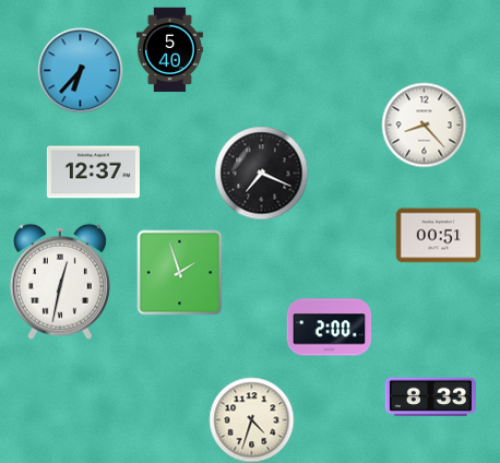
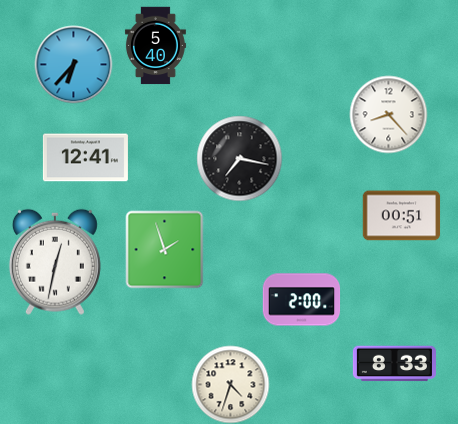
clock at (93, 173): 12:37 -> 12:41
clock at (261, 173): 7:19 -> 7:17
clock at (60, 282) position: (60, 282) -> (55, 262)
